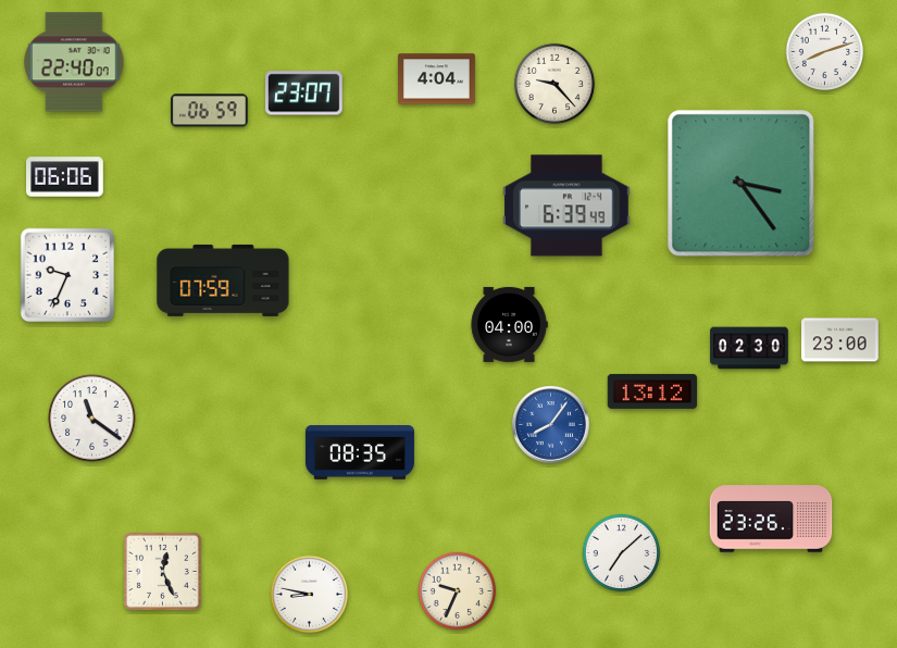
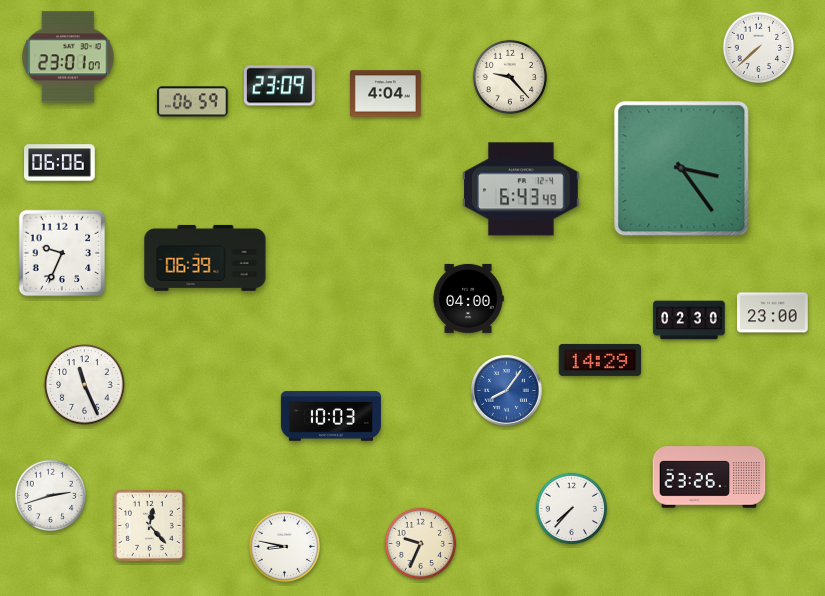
clock at (825, 52): 8:12 -> 7:38
clock at (74, 62): 22:40 -> 23:01
clock at (437, 79) position: (437, 79) -> (386, 94)
clock at (304, 94): 23:07 -> 23:09
clock at (568, 205): 6:39 -> 6:43
clock at (223, 281): 07:59 -> 06:39
clock at (652, 391): 13:12 -> 14:29
clock at (92, 419): 11:21 -> 11:26
clock at (360, 452): 08:35 -> 10:03
clock at (51, 496): none -> 2:42
clock at (622, 553): 7:08 -> 7:37
clock at (162, 571): 12:26 -> 12:23
